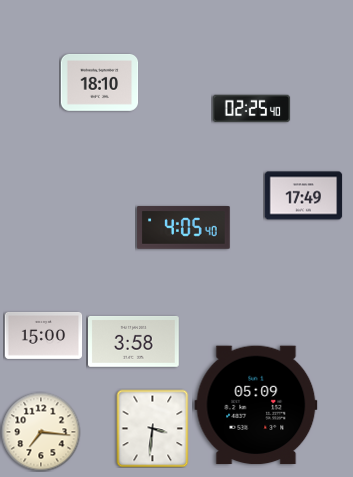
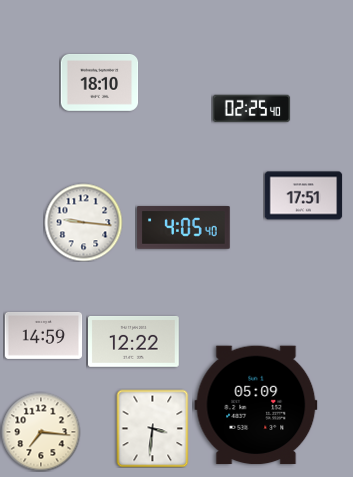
clock at (303, 196): 17:49 -> 17:51
clock at (83, 222): none -> 9:16
clock at (43, 335): 15:00 -> 14:59
clock at (134, 341): 3:58 -> 12:22
